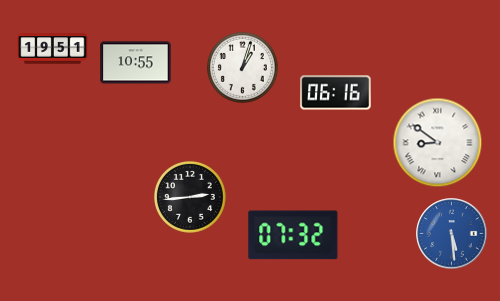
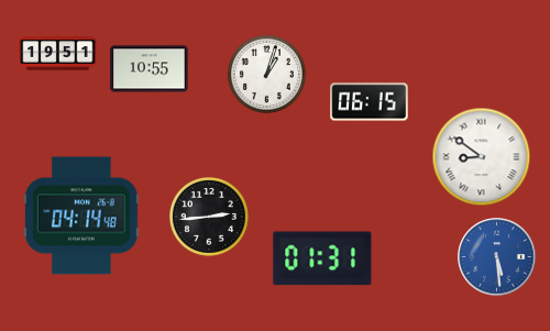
clock at (336, 93): 06:16 -> 06:15
clock at (81, 216): none -> 04:14
clock at (293, 235): 07:32 -> 01:31
